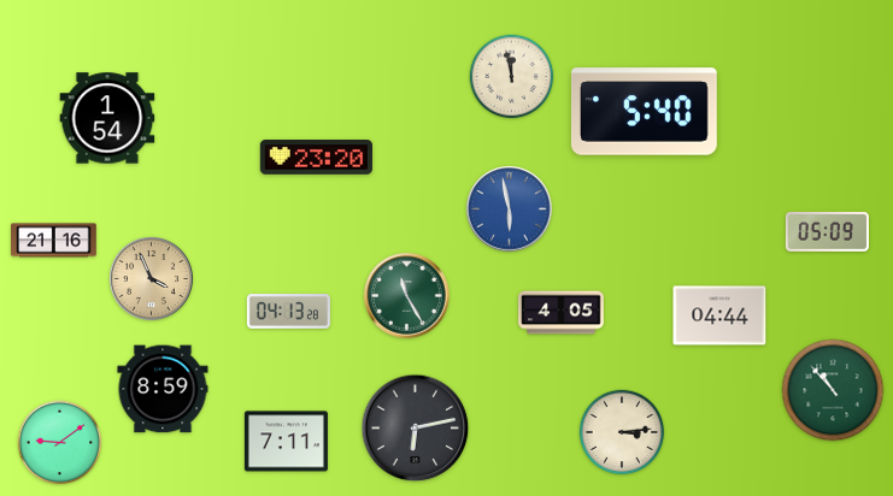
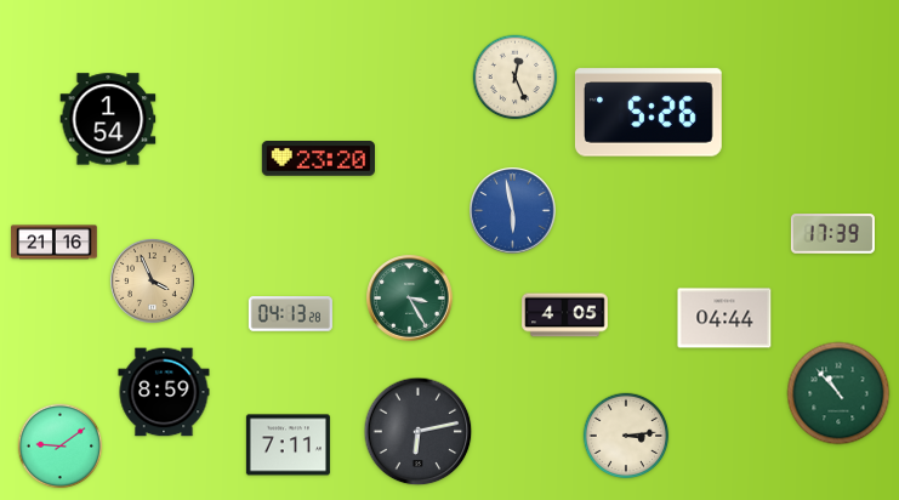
clock at (512, 77): 11:58 -> 12:26
clock at (644, 112): 5:40 -> 5:26
clock at (827, 232): 05:09 -> 17:39
clock at (407, 296): 11:25 -> 3:25
